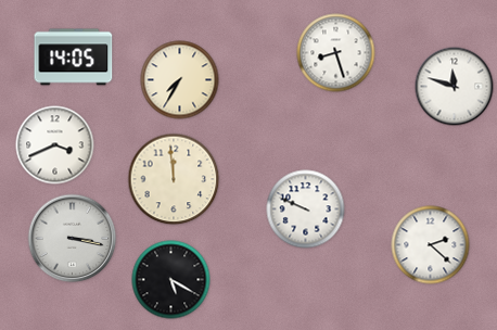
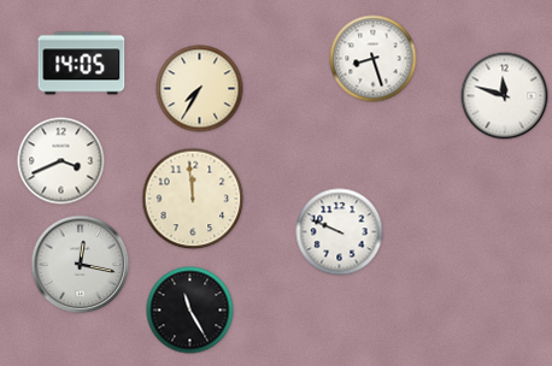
clock at (73, 239): 3:17 -> 12:17
clock at (431, 245): 2:22 -> none
clock at (171, 280): 5:20 -> 11:25
